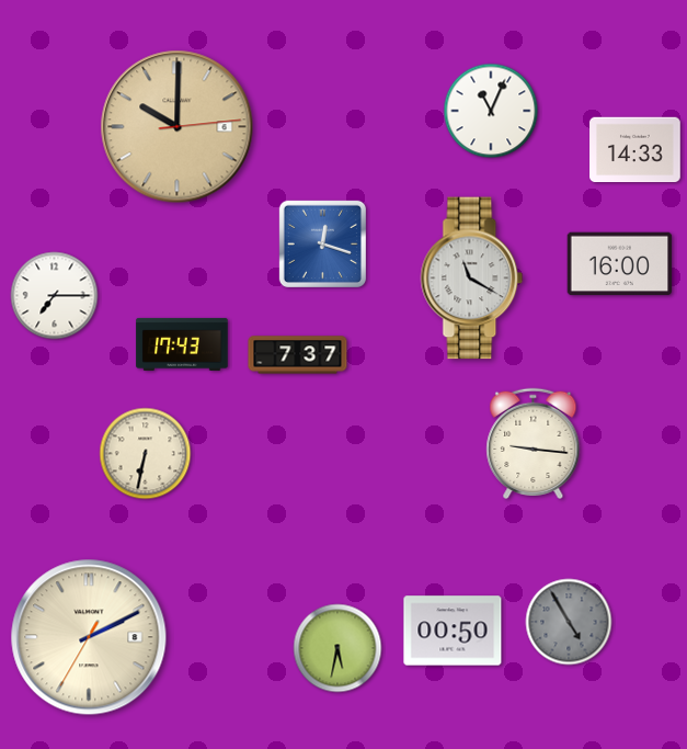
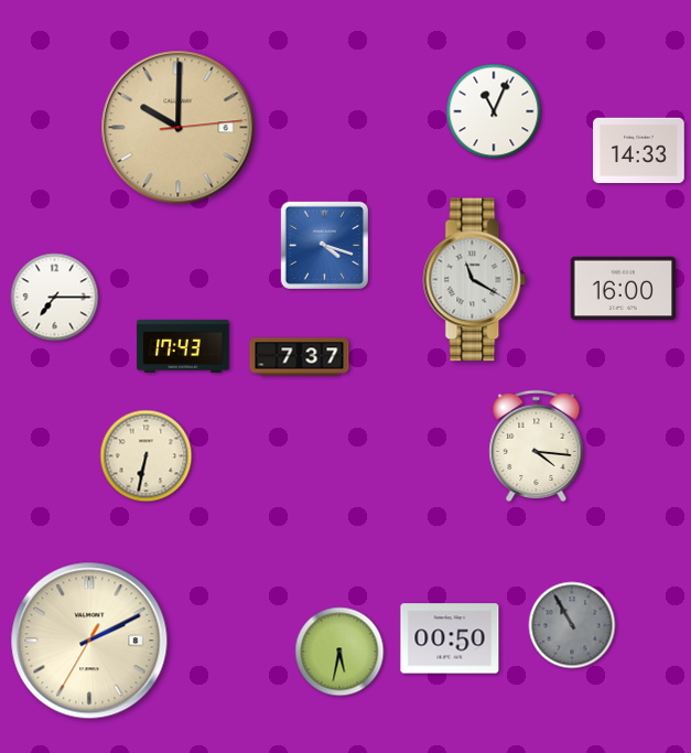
clock at (322, 243): 12:18 -> 4:18
clock at (620, 264) position: (620, 264) -> (624, 289)
clock at (534, 443): 9:16 -> 4:16
clock at (569, 622): 4:55 -> 10:55
clock at (453, 631) position: (453, 631) -> (450, 638)
